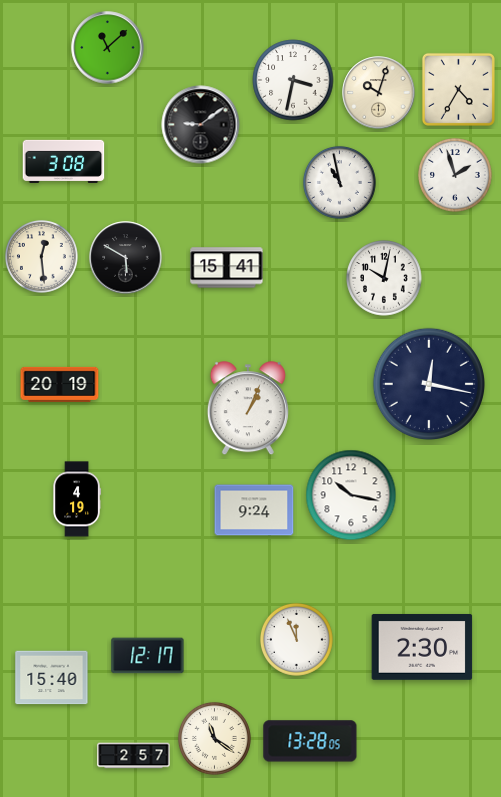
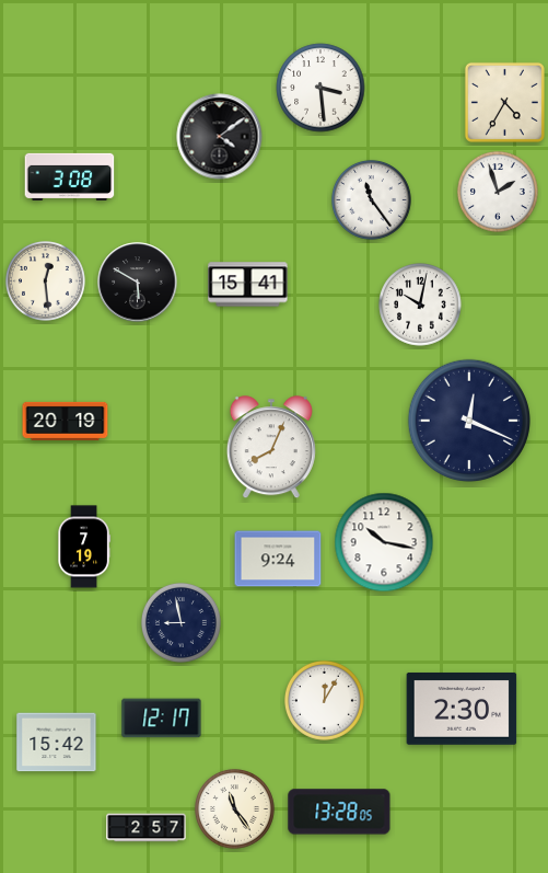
clock at (108, 48): 11:08 -> none
clock at (293, 80): 3:32 -> 3:29
clock at (458, 89) position: (458, 89) -> (504, 102)
clock at (379, 93): 10:03 -> none
clock at (201, 125): 9:09 -> 4:09
clock at (339, 182): 10:58 -> 11:24
clock at (227, 268) position: (227, 268) -> (248, 285)
clock at (428, 383): 12:17 -> 12:19
clock at (248, 409): 1:04 -> 8:04
clock at (77, 499): 4:19 -> 7:19
clock at (180, 622): none -> 8:58
clock at (296, 639): 11:56 -> 12:05
clock at (52, 678): 15:40 -> 15:42
clock at (214, 738): 11:21 -> 11:24
